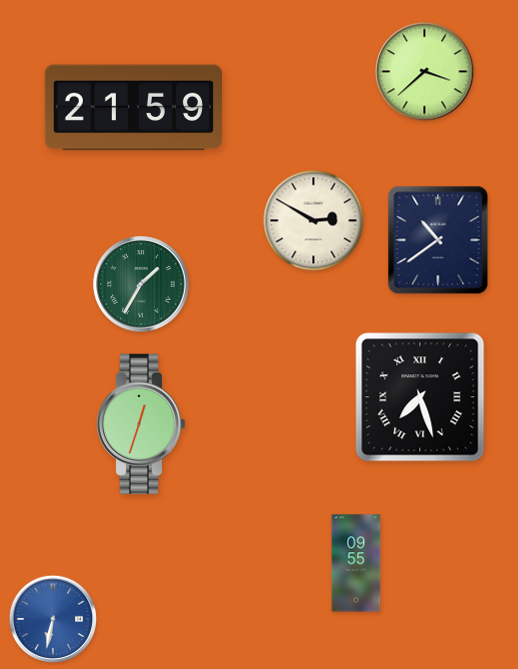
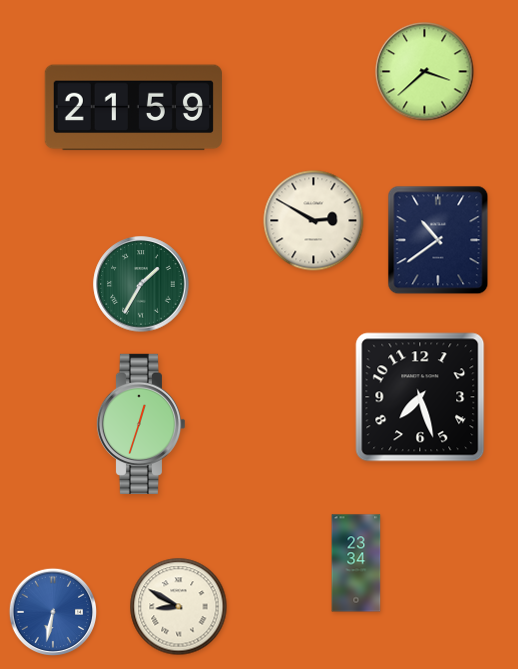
clock at (420, 397) numerals: Roman -> Arabic
clock at (356, 563): 09:55 -> 23:34
clock at (179, 607): none -> 8:50
clock at (53, 619) position: (53, 619) -> (53, 612)
